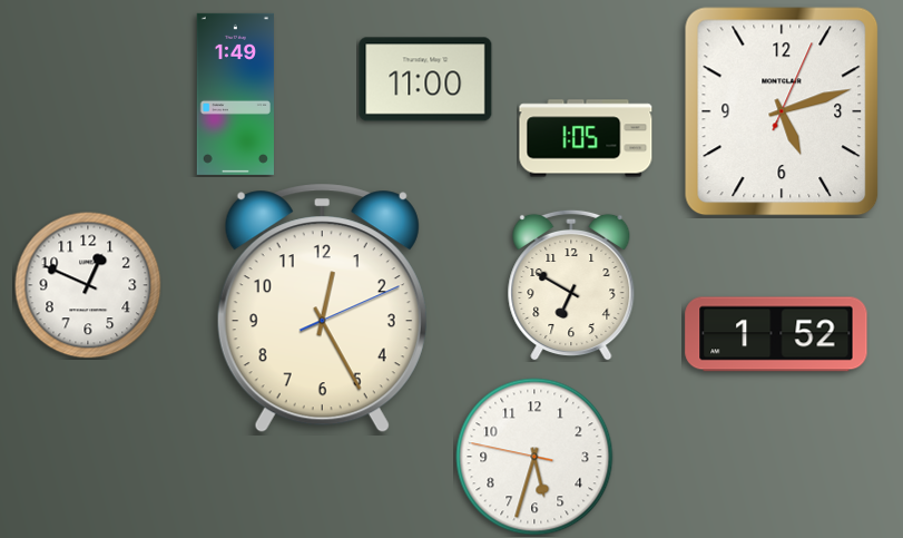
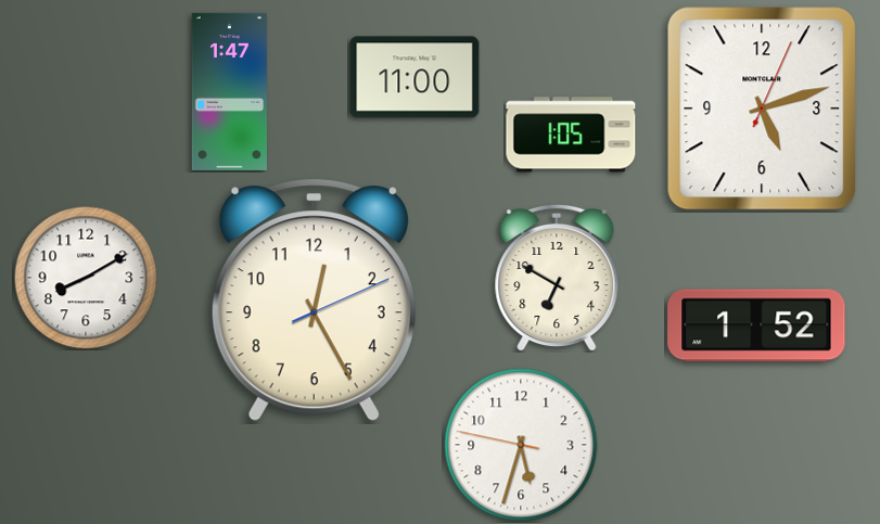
clock at (235, 94): 1:49 -> 1:47
clock at (88, 285): 12:49 -> 8:10
